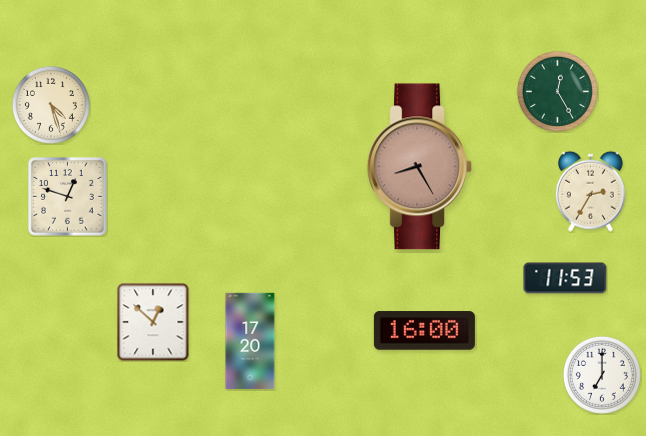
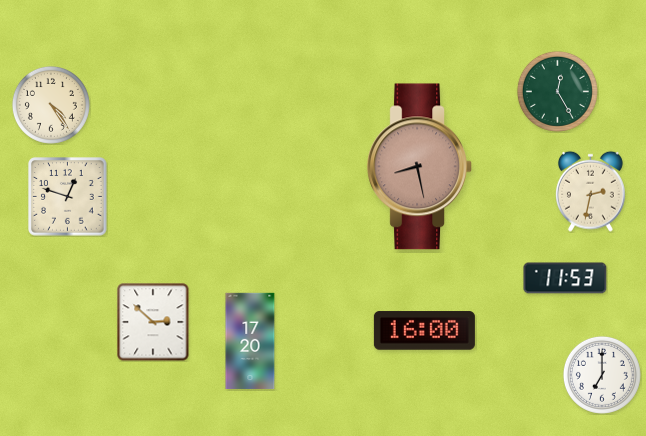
clock at (51, 105): 4:27 -> 4:24
clock at (419, 167): 8:25 -> 8:28
clock at (590, 191): 2:35 -> 2:32
clock at (153, 322): 12:52 -> 2:52
